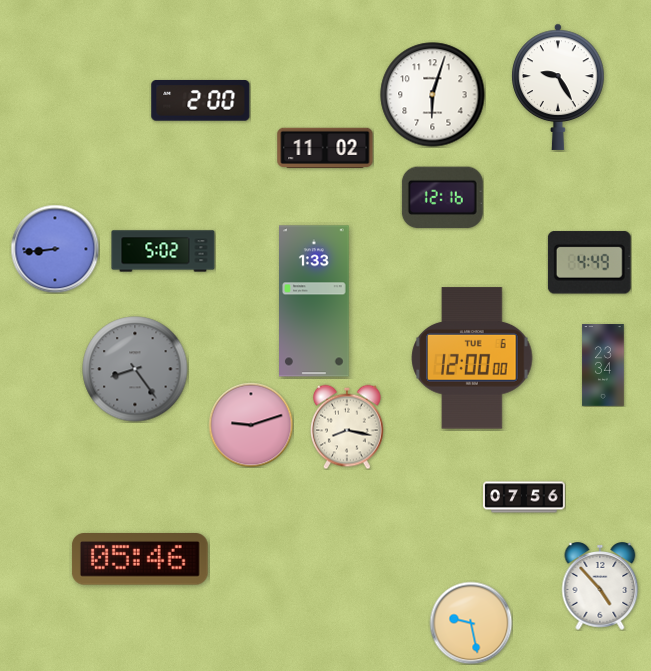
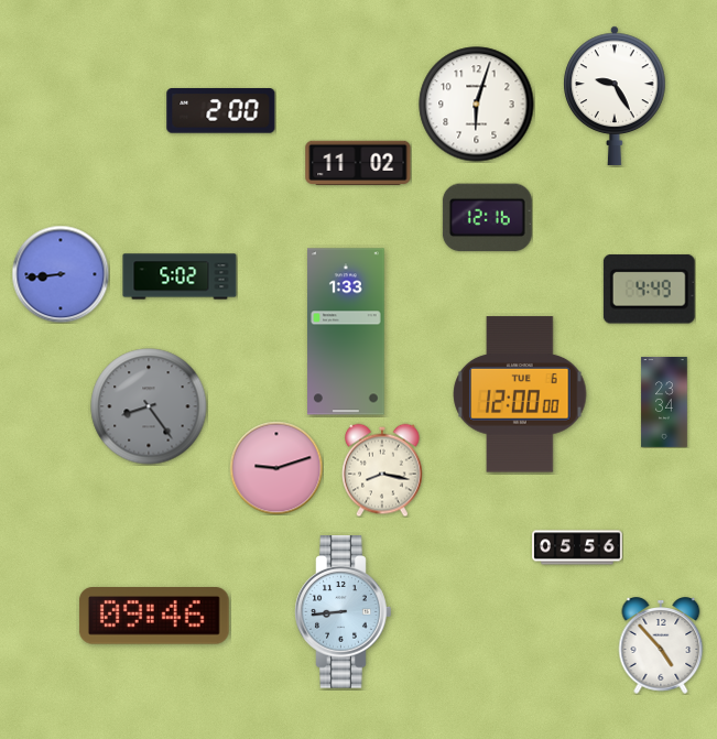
clock at (525, 497): 07:56 -> 05:56
clock at (344, 612): none -> 8:44
clock at (140, 559): 05:46 -> 09:46
clock at (471, 623): 9:28 -> none
